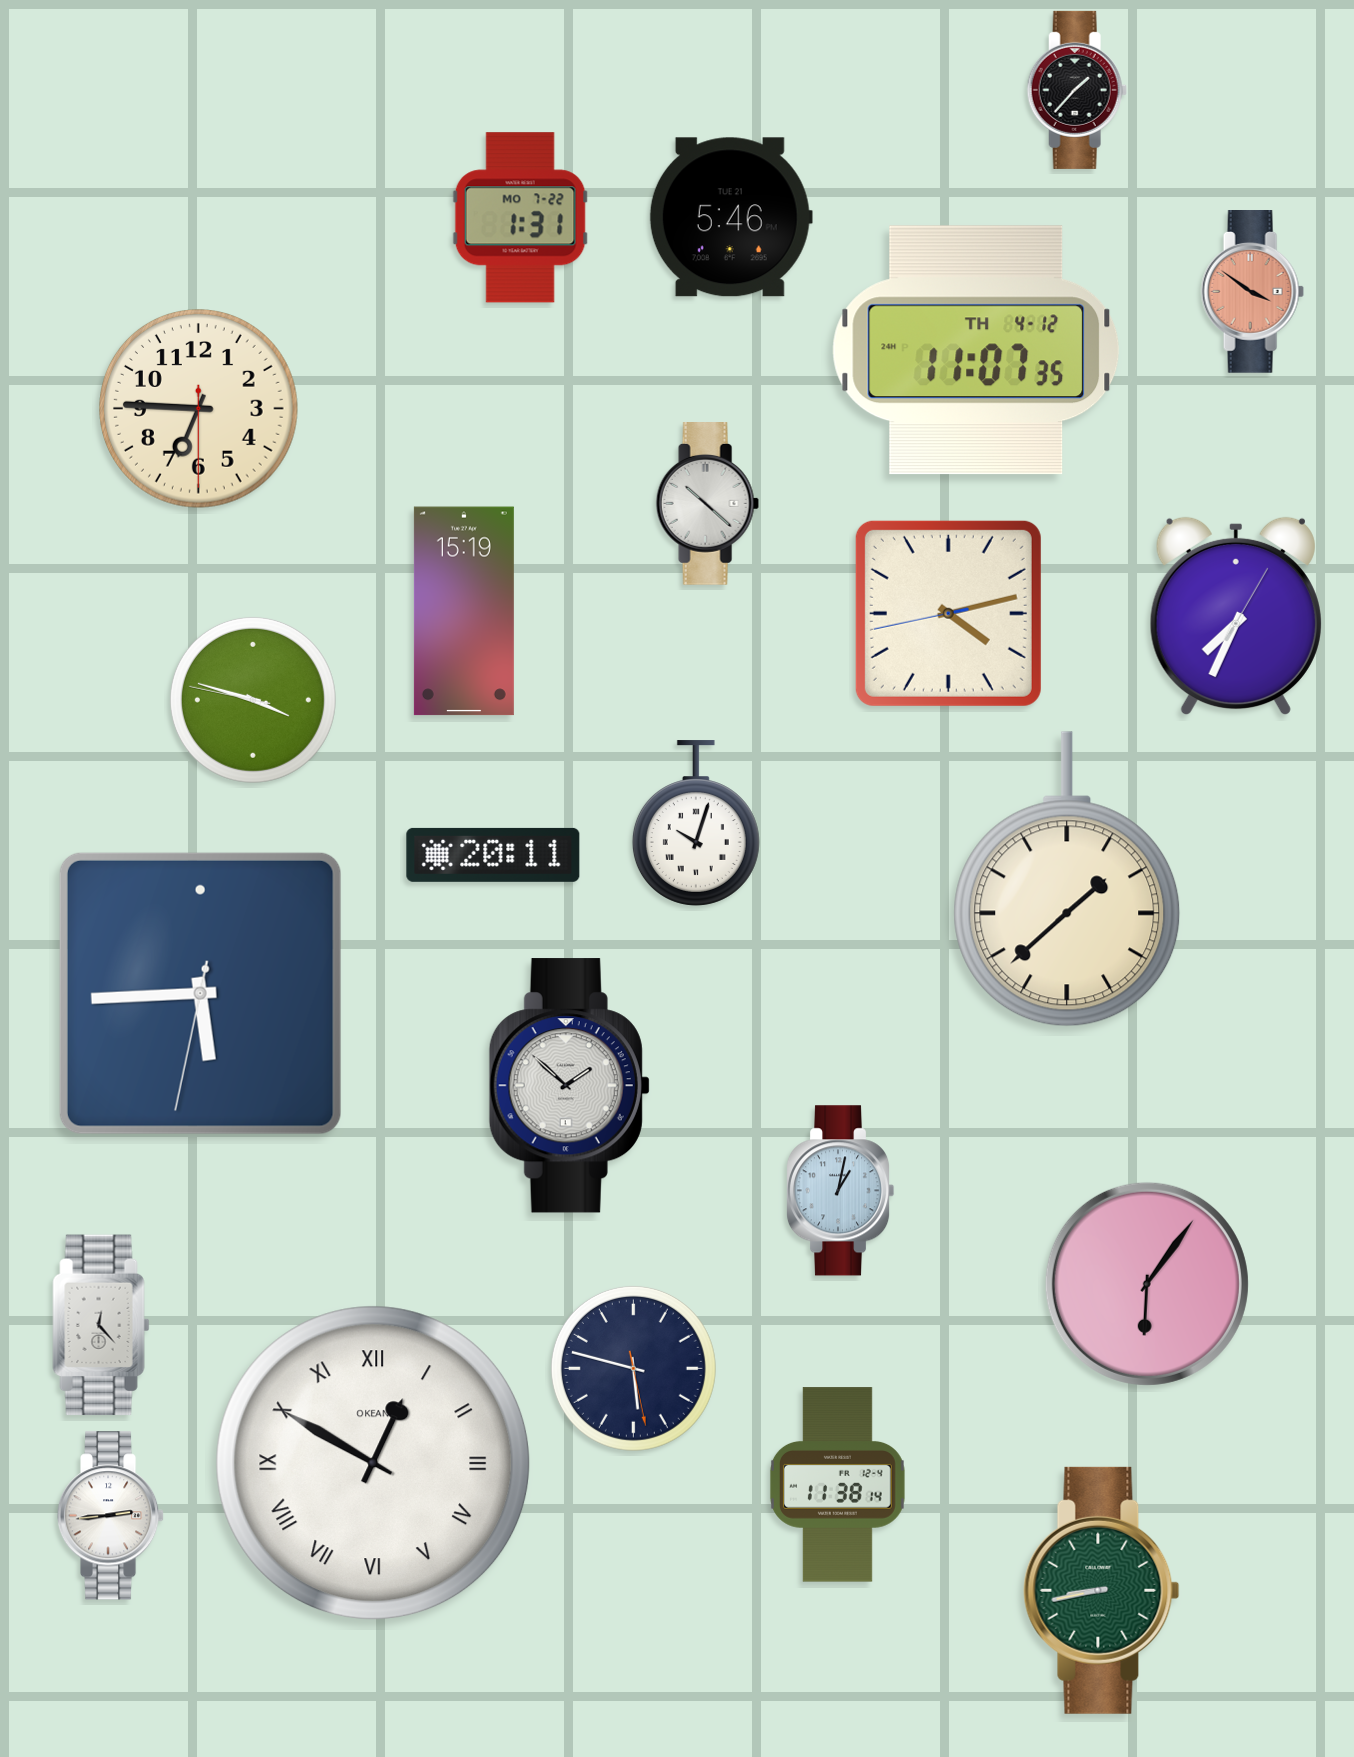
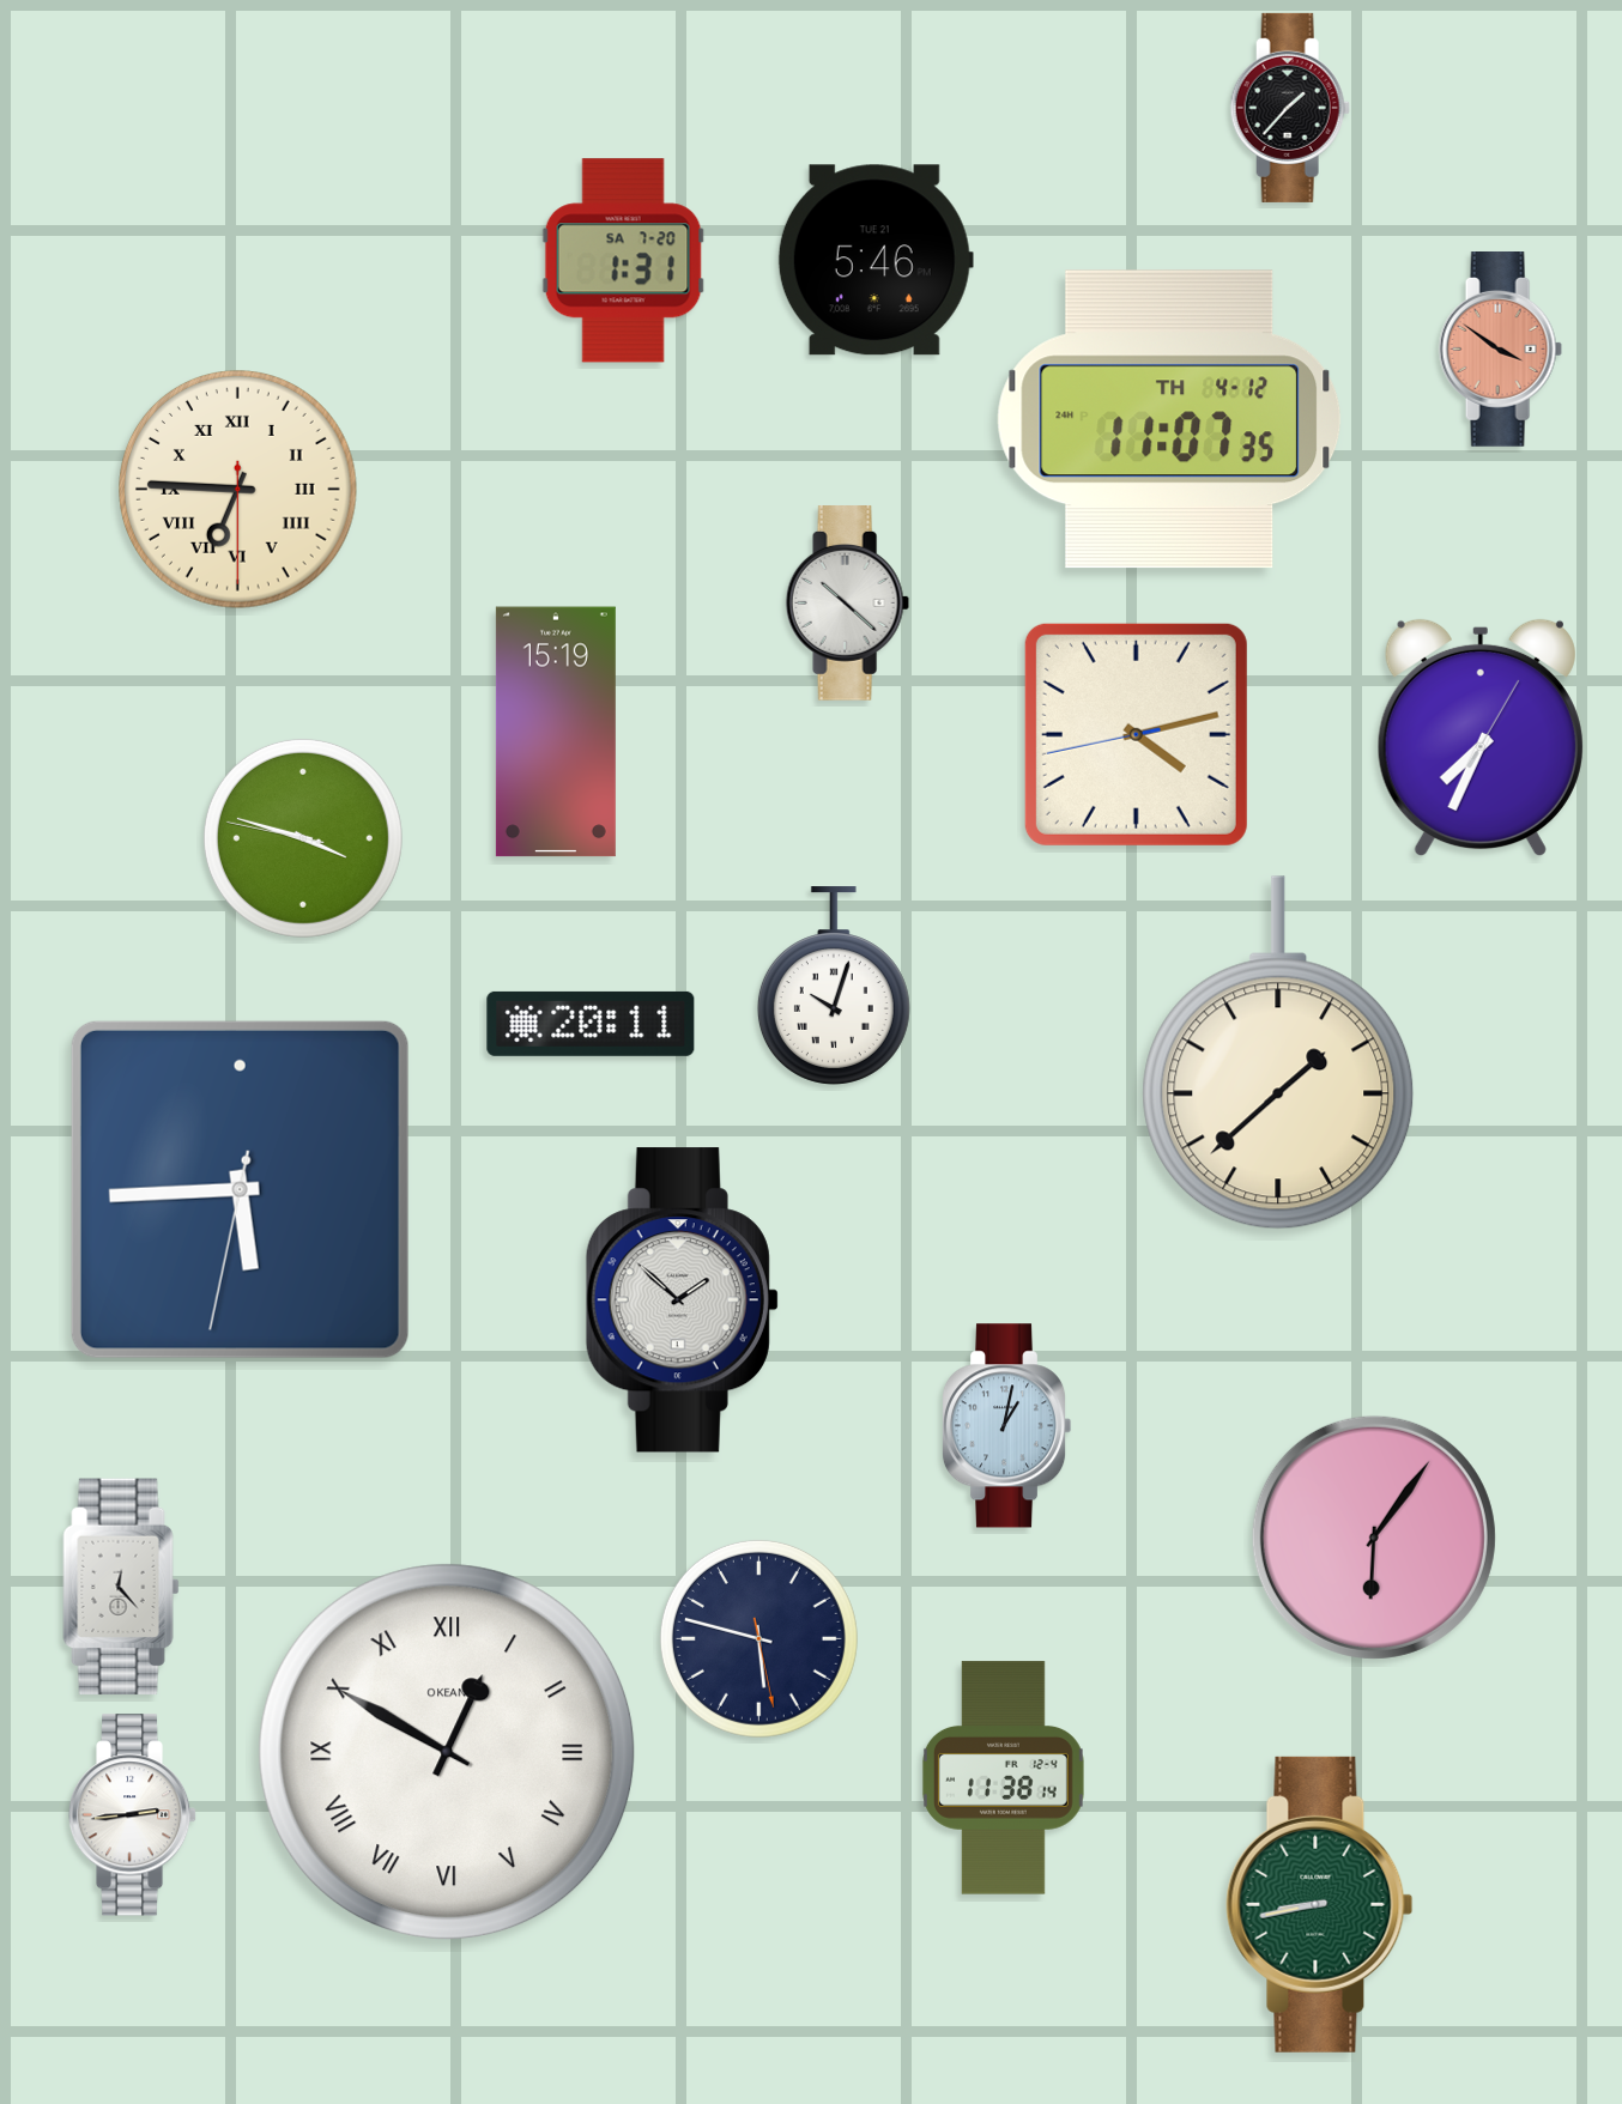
clock at (520, 218) date: MO 7-22 -> SA 7-20
clock at (199, 409) numerals: Arabic -> Roman
